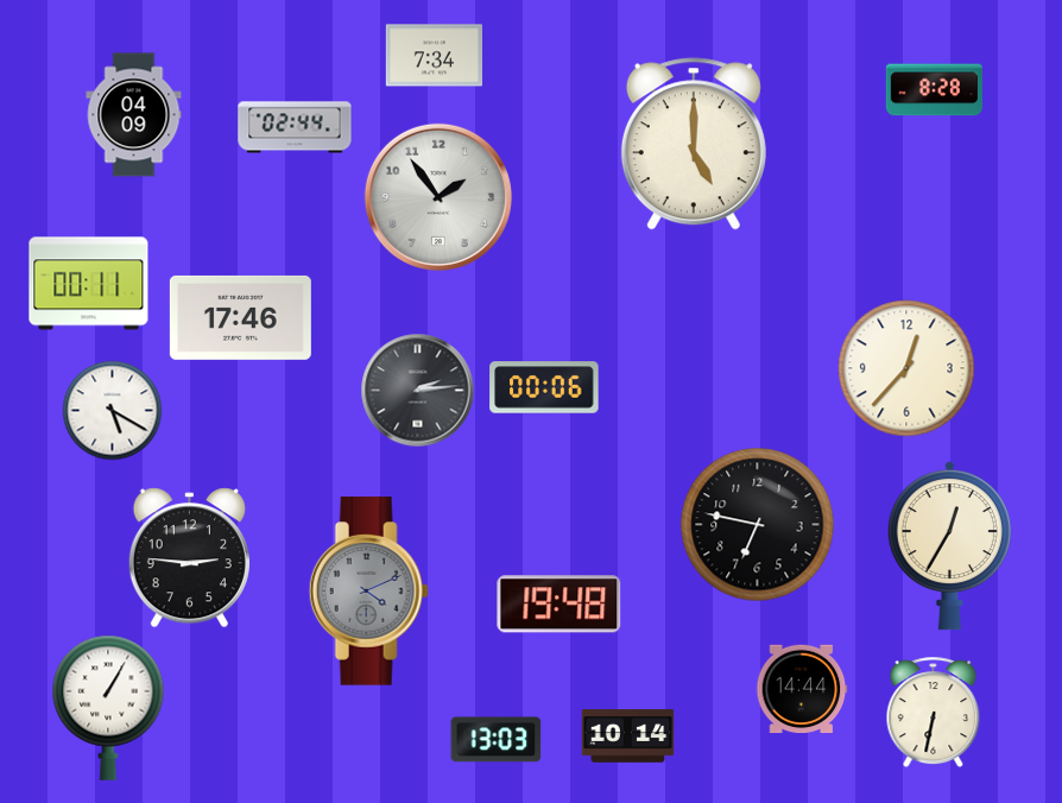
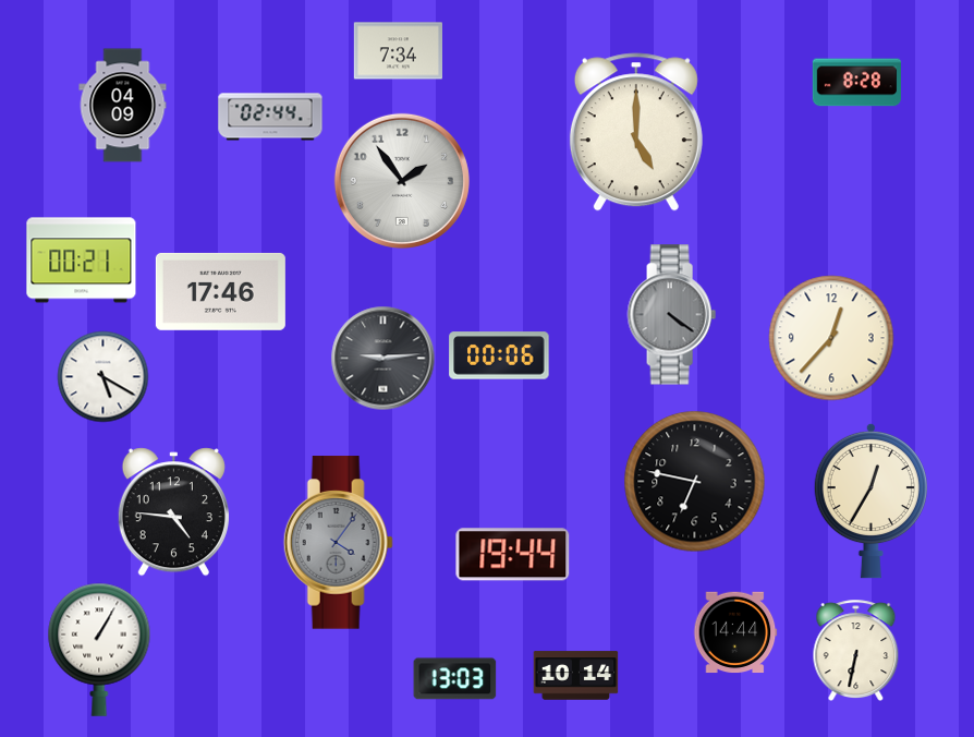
clock at (89, 284): 00:11 -> 00:21
clock at (671, 315): none -> 4:21
clock at (418, 391): 2:14 -> 9:14
clock at (189, 558): 2:46 -> 4:46
clock at (368, 592): 4:11 -> 4:06
clock at (560, 605): 19:48 -> 19:44
clock at (934, 712) position: (934, 712) -> (856, 650)
